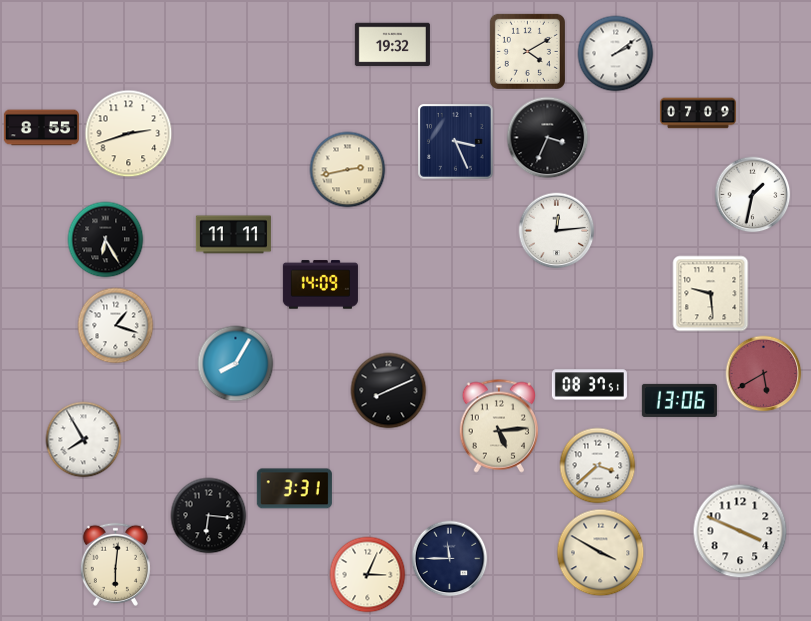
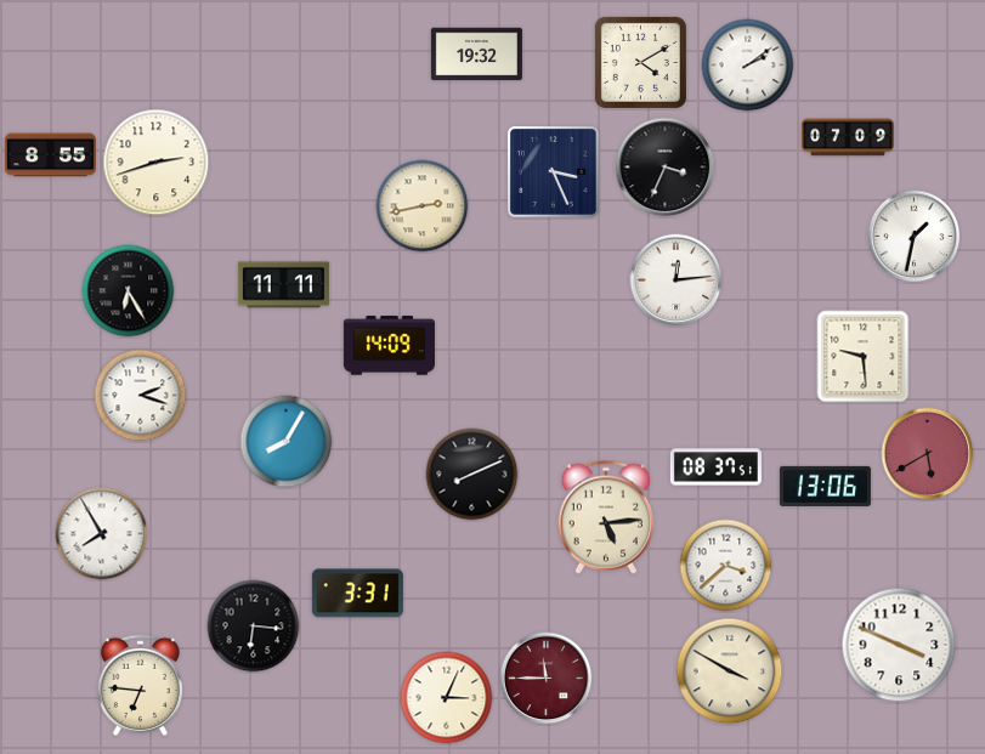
clock at (116, 326): 1:18 -> 2:18
clock at (450, 559) dial: navy -> burgundy
clock at (115, 564): 6:01 -> 6:46
